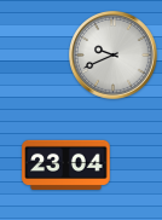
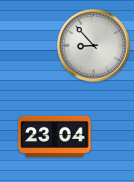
clock at (114, 56): 9:41 -> 8:53
